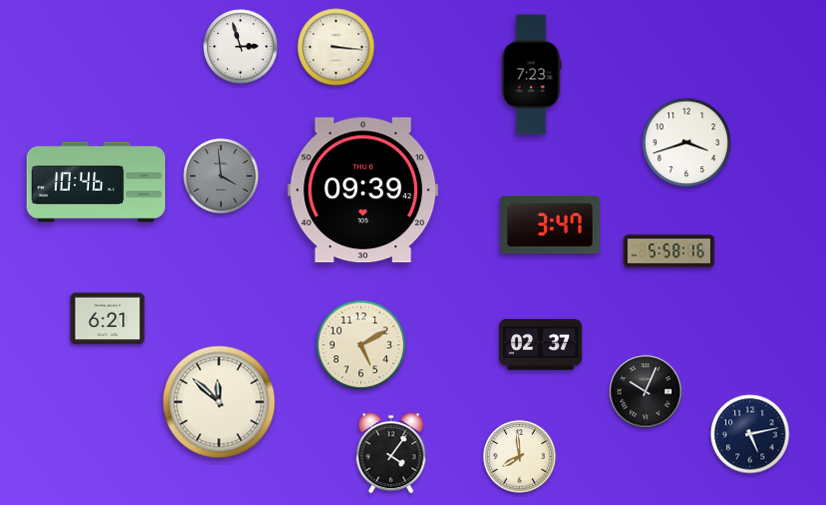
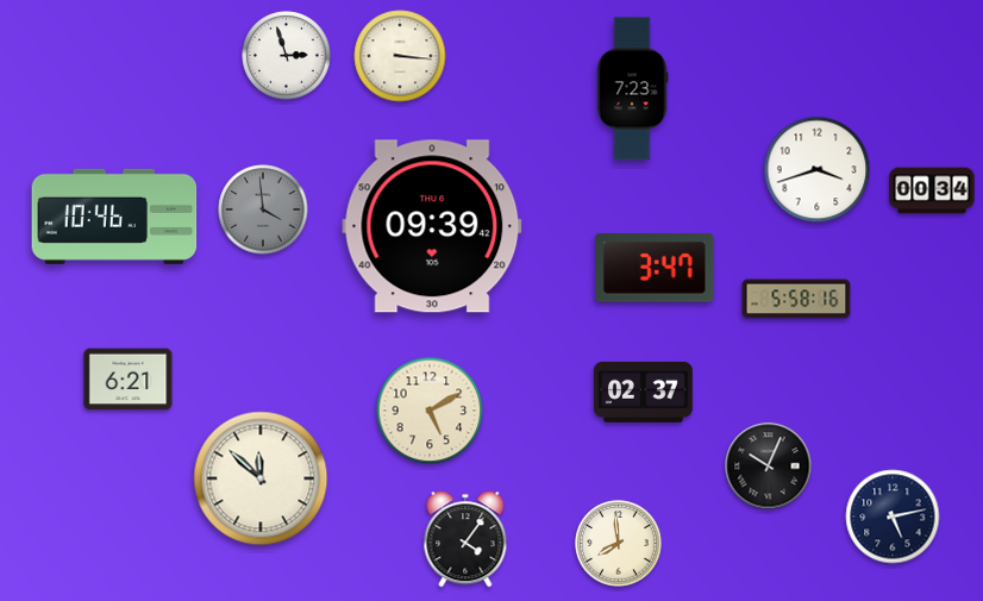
clock at (932, 190): none -> 00:34
clock at (540, 344) position: (540, 344) -> (643, 392)
